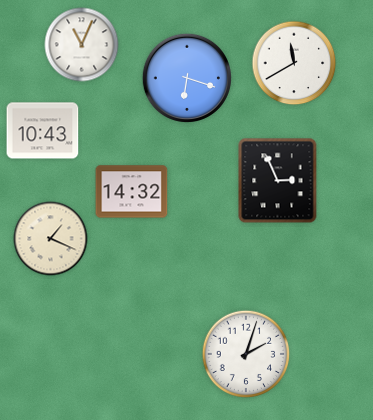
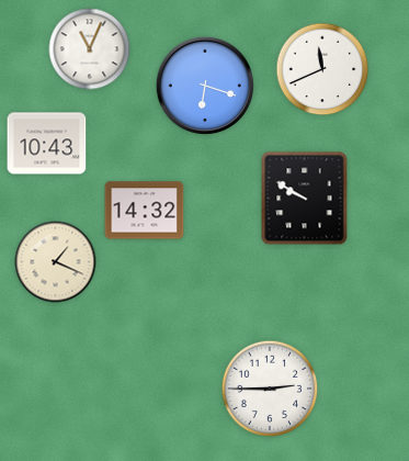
clock at (294, 63): 11:40 -> 11:41
clock at (278, 181): 2:56 -> 9:50
clock at (246, 354): 2:03 -> 2:45
